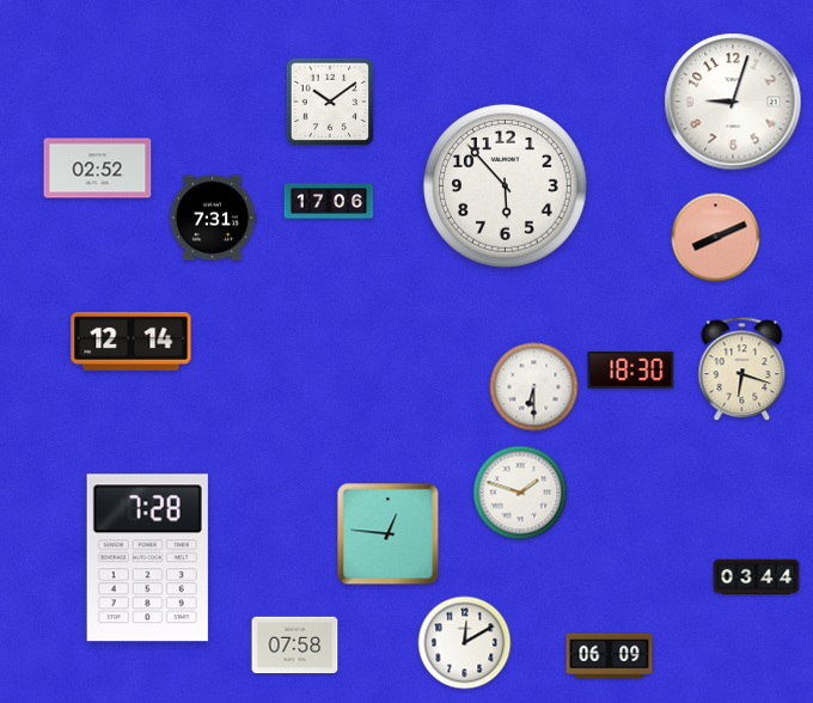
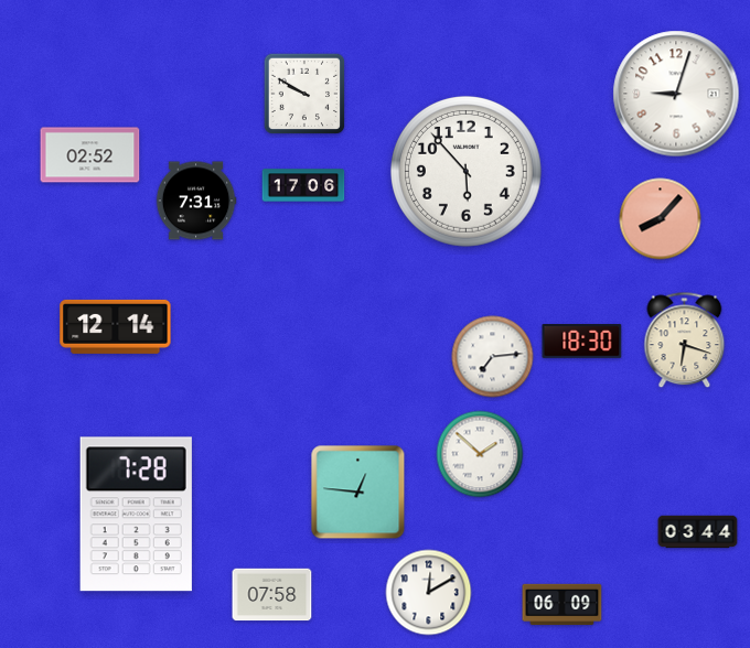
clock at (330, 102): 10:09 -> 9:50
clock at (716, 238): 8:11 -> 8:07
clock at (132, 341) position: (132, 341) -> (116, 326)
clock at (534, 387): 6:30 -> 7:14
clock at (520, 493): 1:48 -> 1:52
